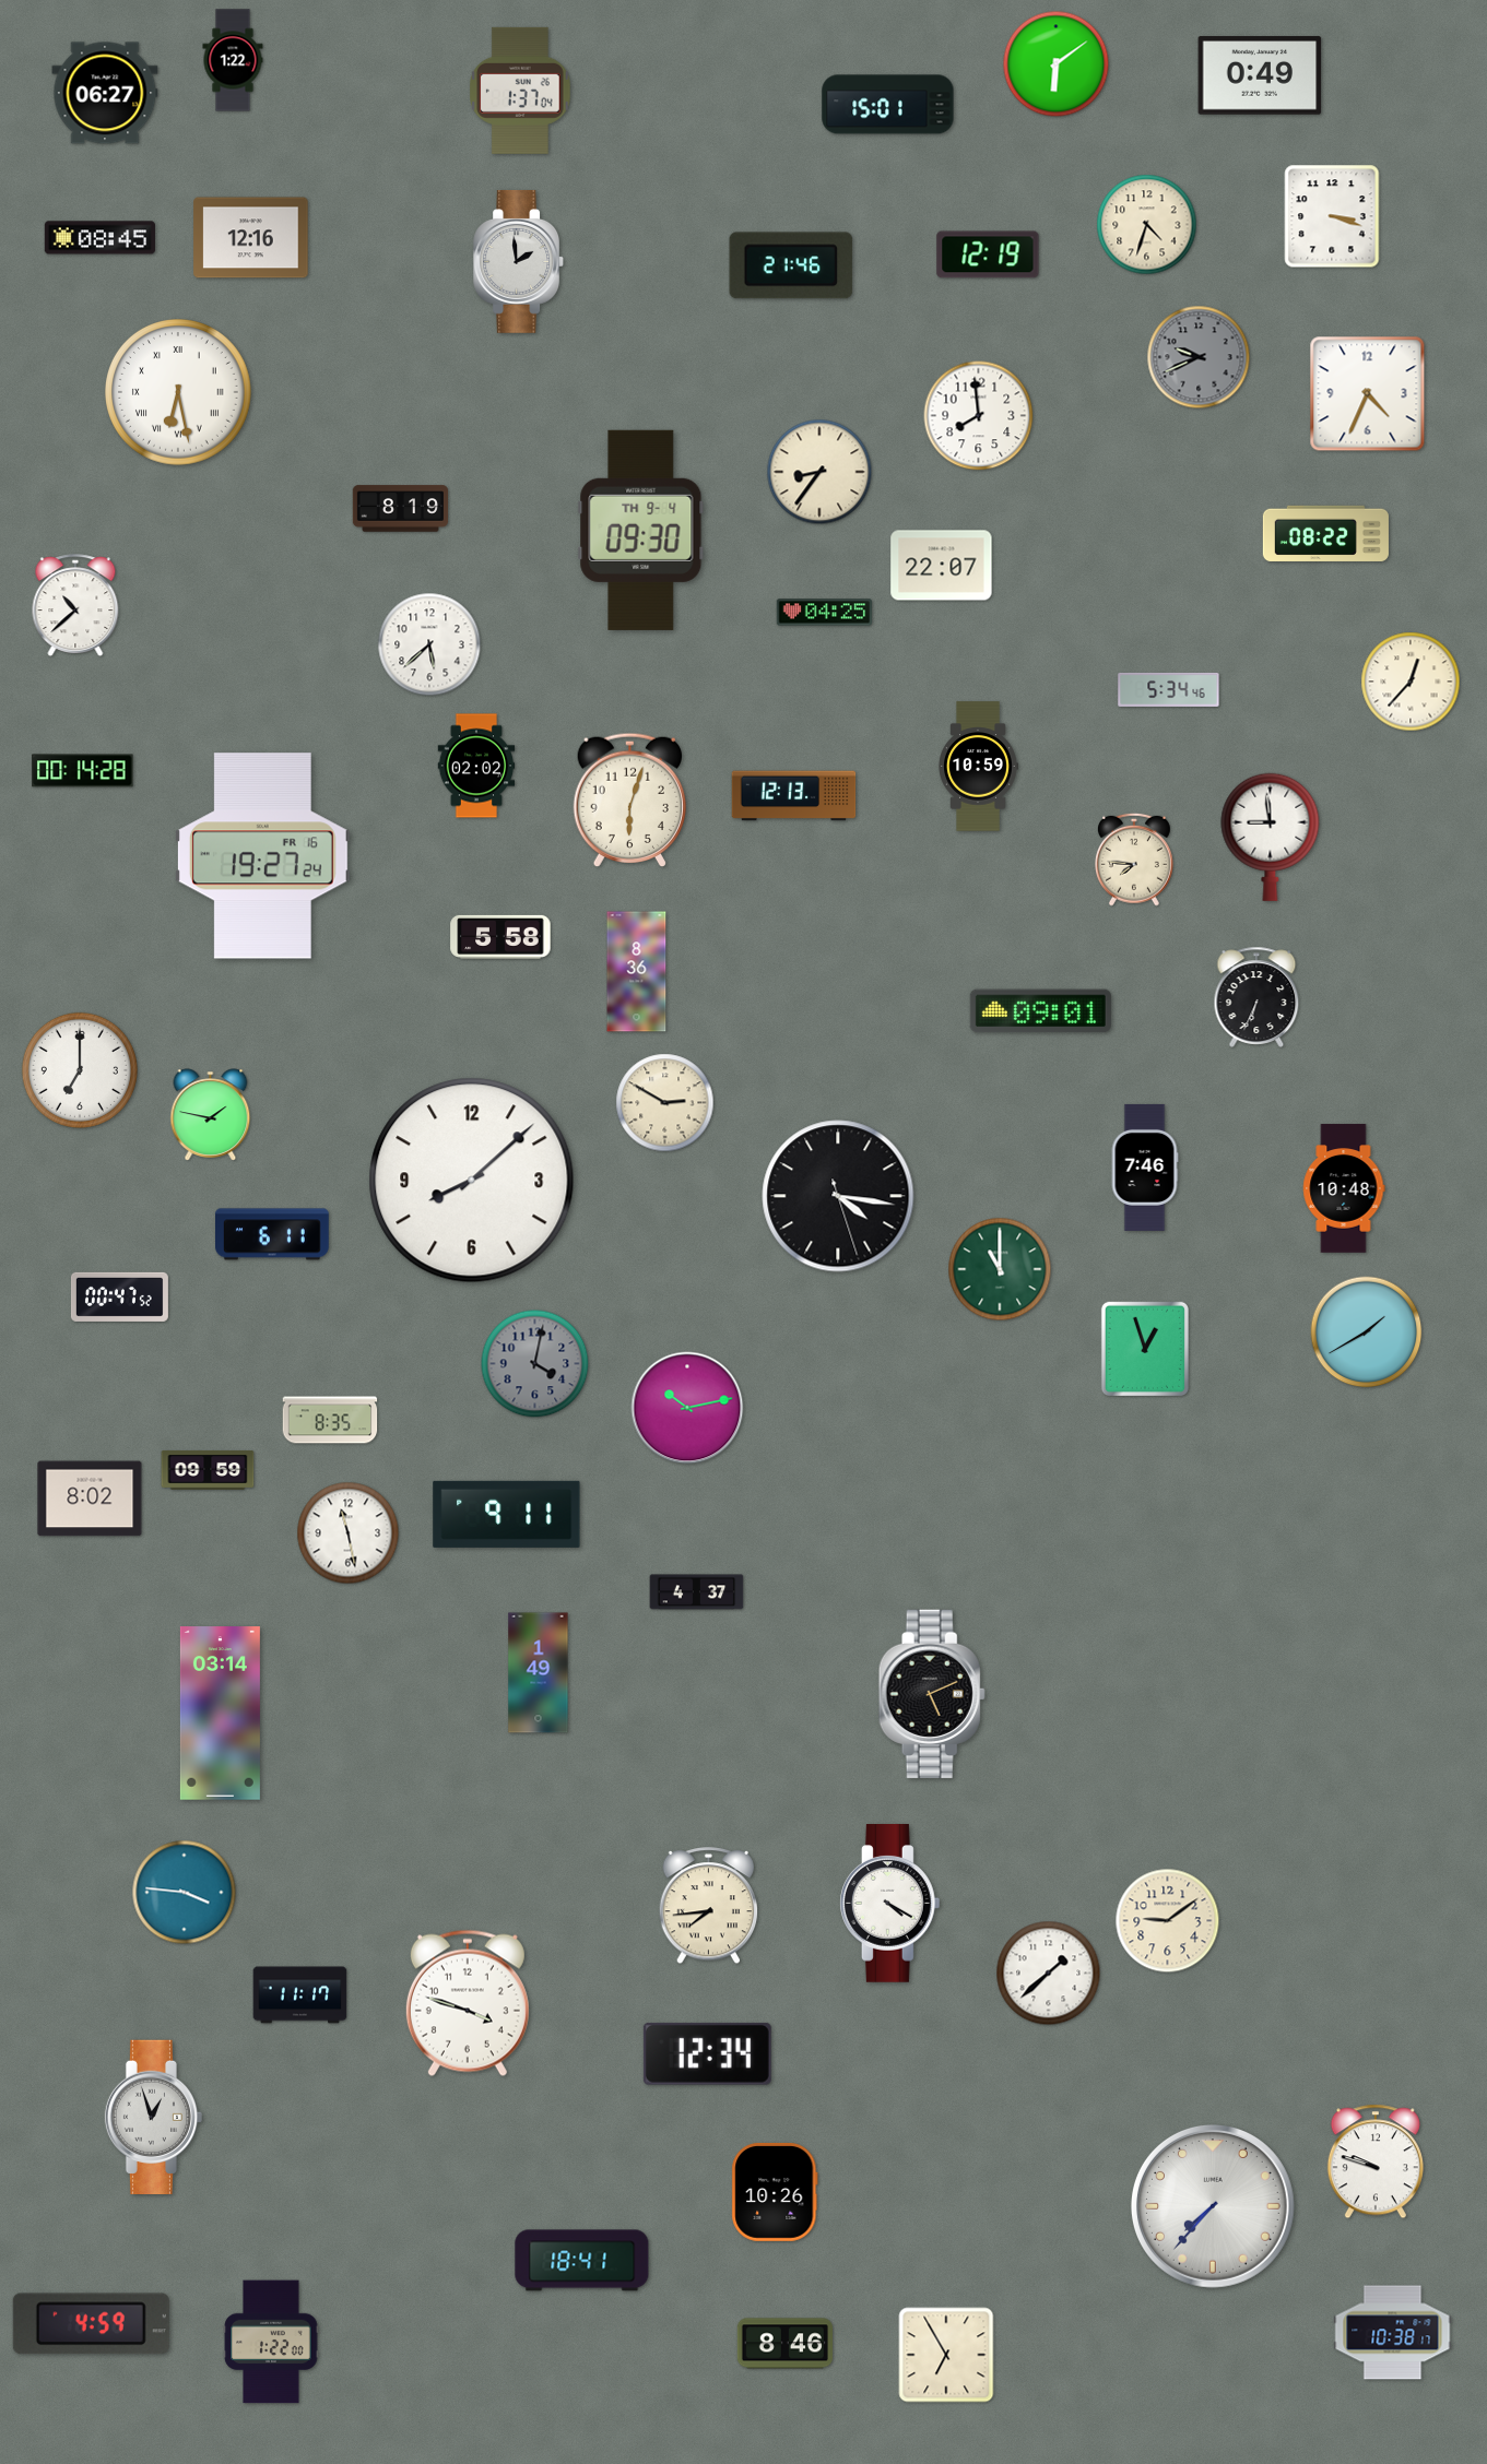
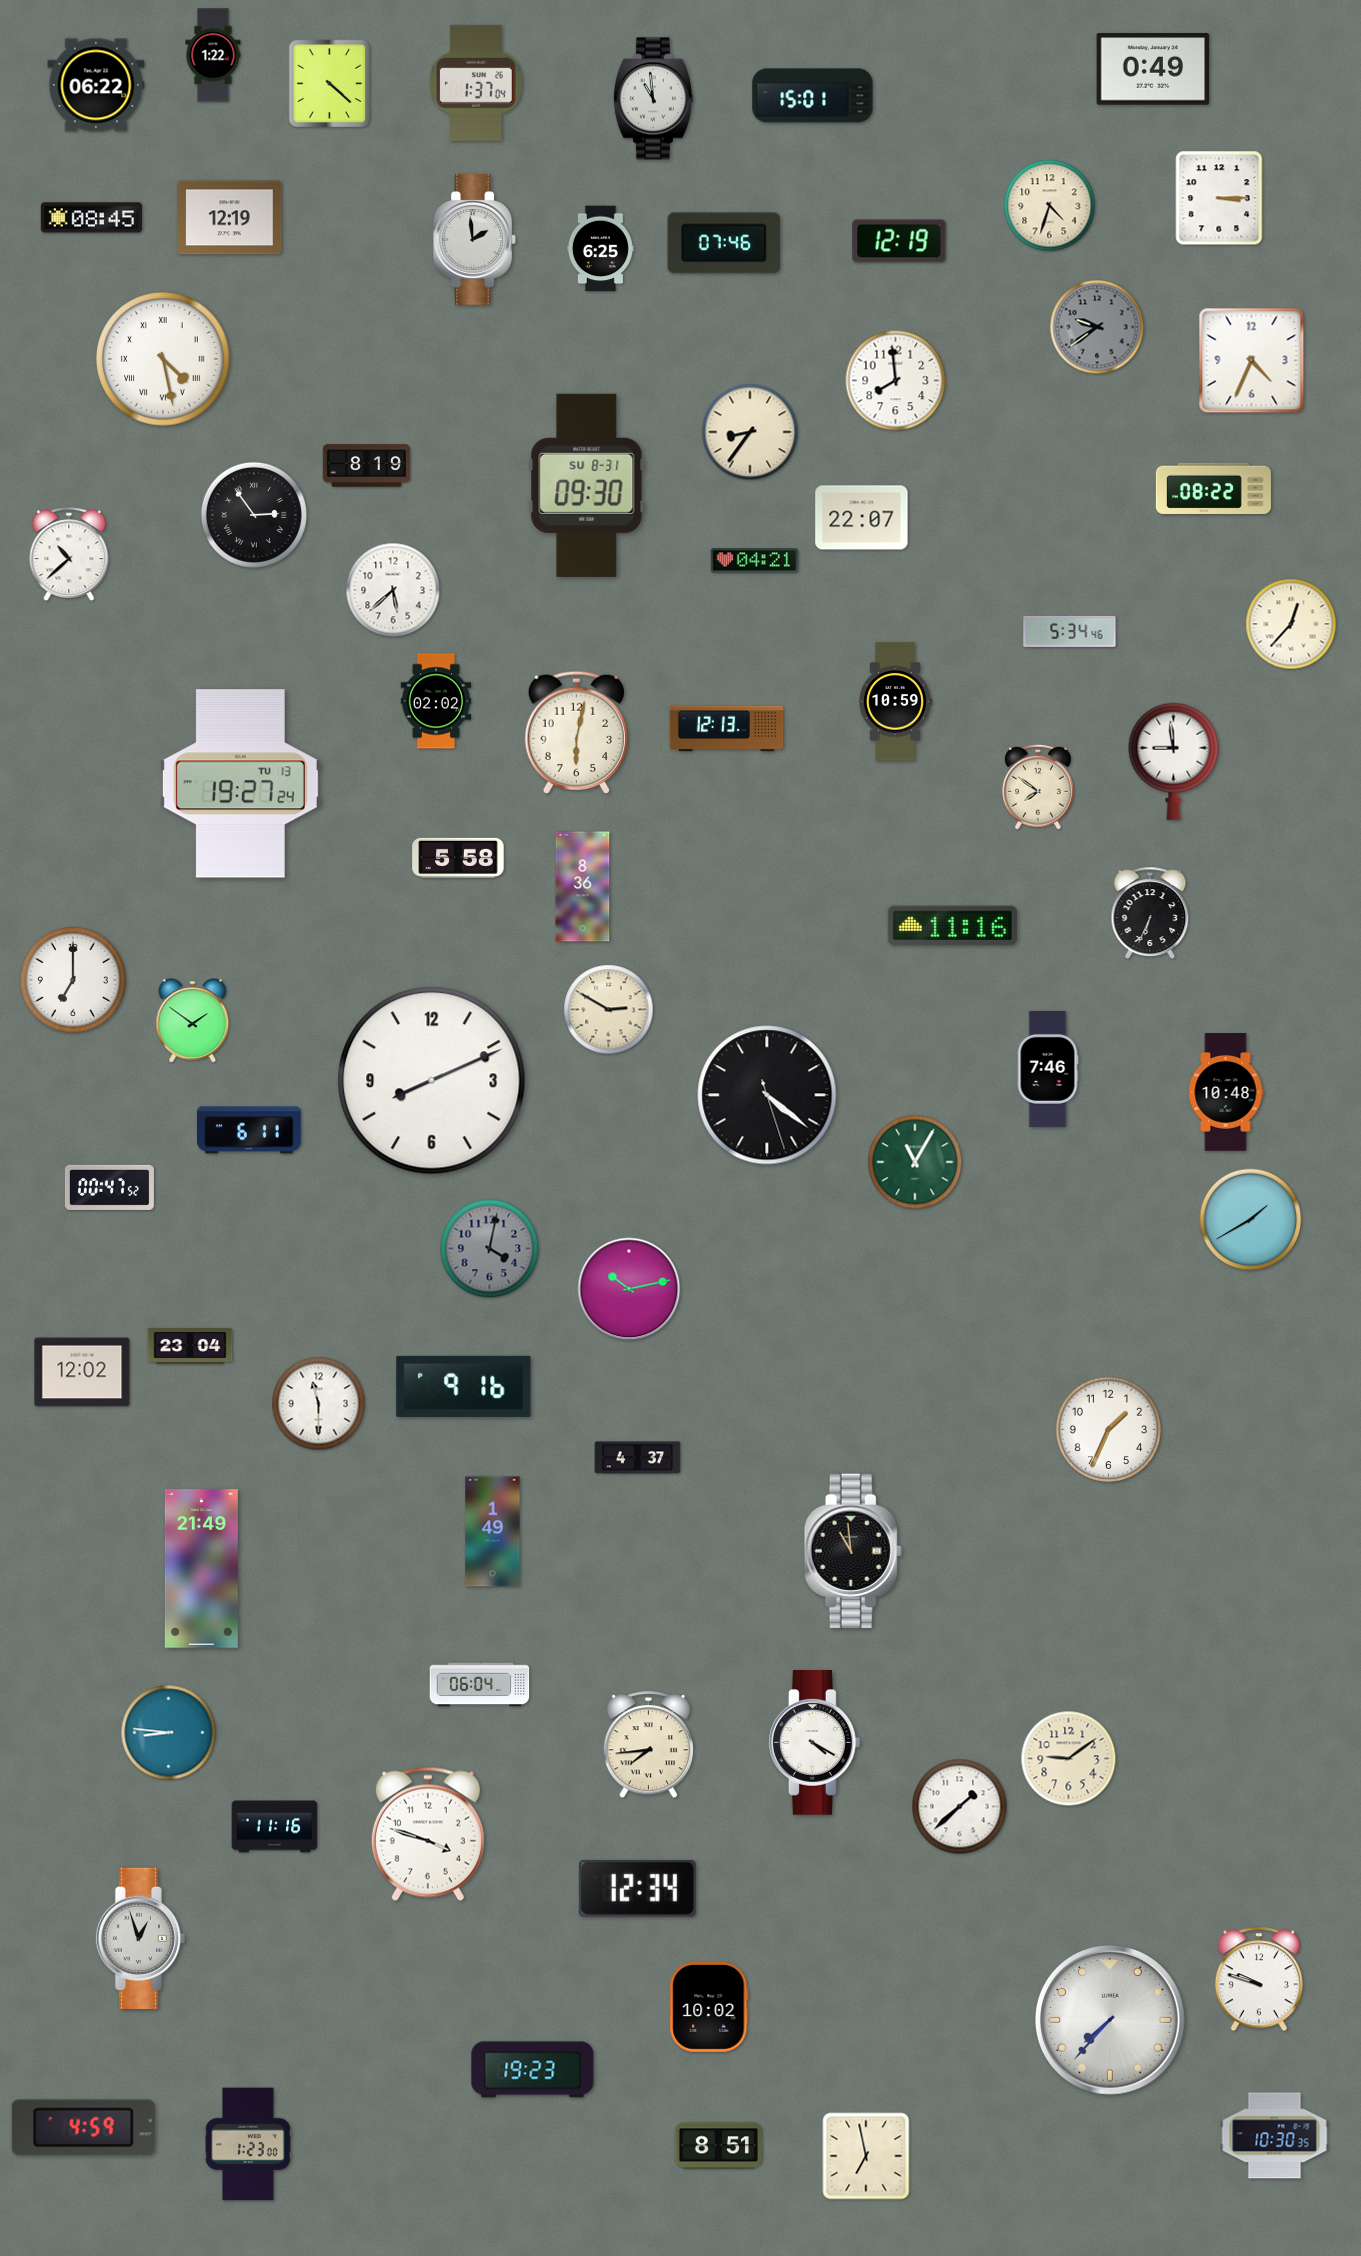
clock at (1057, 64): 6:09 -> none
clock at (330, 84): none -> 4:22
clock at (105, 93): 06:27 -> 06:22
clock at (653, 99): none -> 10:59
clock at (1332, 216): 3:18 -> 3:15
clock at (251, 238): 12:16 -> 12:19
clock at (988, 254) position: (988, 254) -> (899, 241)
clock at (791, 265): 21:46 -> 07:46
clock at (600, 249): none -> 6:25
clock at (1199, 357): 9:41 -> 9:39
clock at (179, 393): 6:28 -> 4:28
clock at (641, 530) date: TH 9-4 -> SU 8-31
clock at (254, 515): none -> 2:54
clock at (824, 613): 04:25 -> 04:21
clock at (83, 771): 00:14 -> none
clock at (629, 799): 6:03 -> 6:02
clock at (1271, 837) position: (1271, 837) -> (1174, 761)
clock at (262, 856) date: FR 16 -> TU 13
clock at (1135, 860): 7:46 -> 7:51
clock at (637, 972) position: (637, 972) -> (583, 887)
clock at (1040, 1011): 09:01 -> 11:16
clock at (211, 1115): 1:47 -> 1:51
clock at (472, 1181): 8:08 -> 8:11
clock at (1344, 1188) position: (1344, 1188) -> (1226, 1092)
clock at (838, 1196): 4:16 -> 4:21
clock at (1000, 1269): 11:00 -> 11:05
clock at (1144, 1348): 12:57 -> none
clock at (330, 1420): 8:35 -> none
clock at (208, 1470): 09:59 -> 23:04
clock at (90, 1498): 8:02 -> 12:02
clock at (507, 1514): 9:11 -> 9:16
clock at (349, 1533): 11:28 -> 11:30
clock at (1108, 1429): none -> 1:34
clock at (932, 1694): 5:11 -> 10:59
clock at (220, 1714): 03:14 -> 21:49
clock at (480, 1685): none -> 06:04
clock at (185, 1893): 3:46 -> 8:46
clock at (300, 1995): 11:17 -> 11:16
clock at (707, 2053) position: (707, 2053) -> (637, 1888)
clock at (775, 2192): 10:26 -> 10:02
clock at (582, 2261): 18:41 -> 19:23
clock at (1393, 2333): 10:38 -> 10:30
clock at (271, 2342): 1:22 -> 1:23
clock at (784, 2344): 8:46 -> 8:51
clock at (946, 2355): 6:55 -> 6:58
